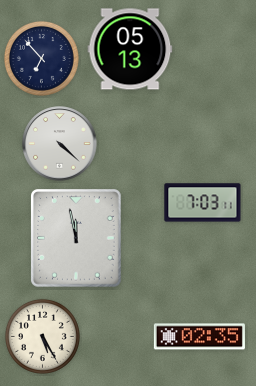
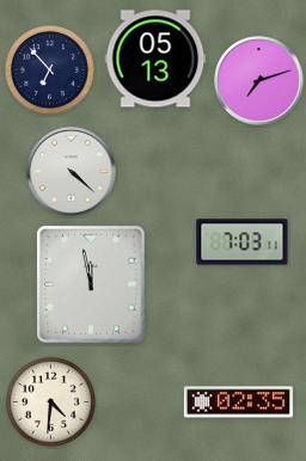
clock at (259, 81): none -> 7:12
clock at (42, 336): 5:25 -> 4:31
